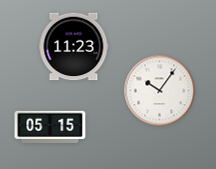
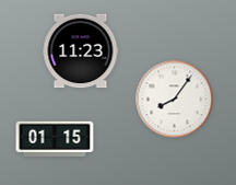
clock at (160, 91): 10:06 -> 8:06
clock at (50, 126): 05:15 -> 01:15
